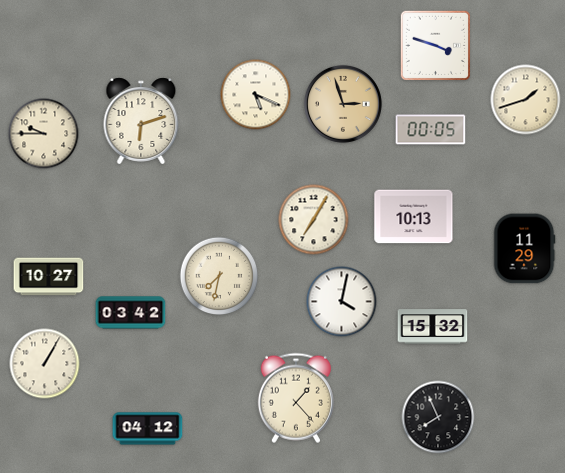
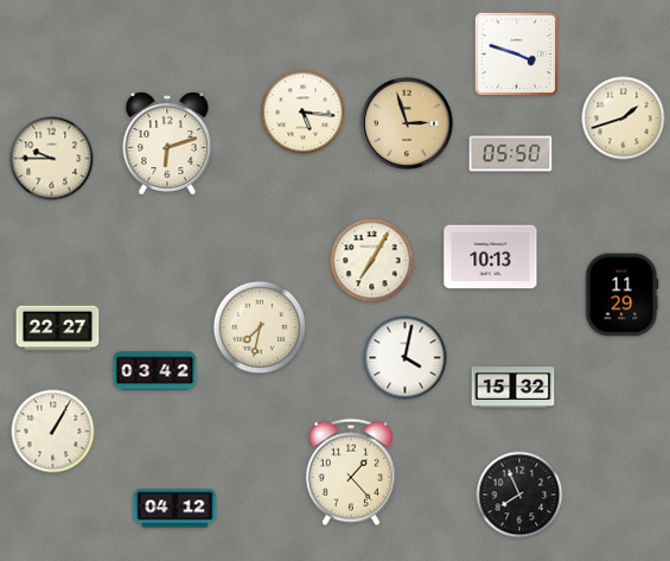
clock at (256, 95): 5:19 -> 5:16
clock at (431, 130): 00:05 -> 05:50
clock at (49, 277): 10:27 -> 22:27
